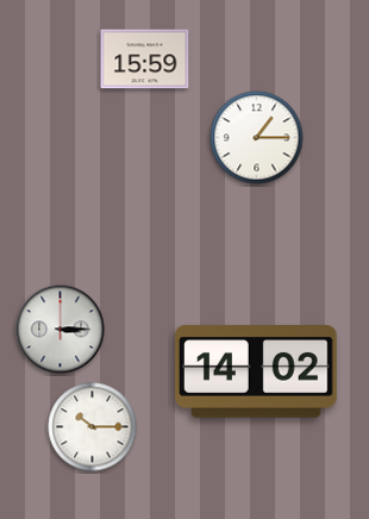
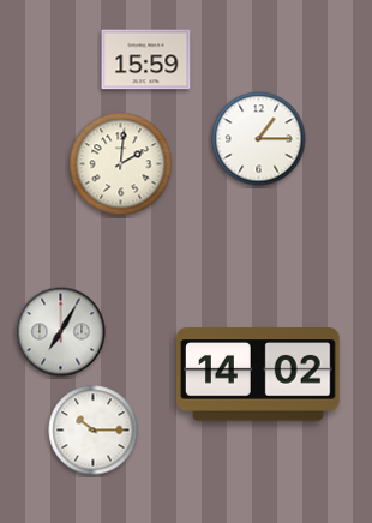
clock at (121, 164): none -> 2:01
clock at (61, 330): 3:15 -> 7:05
